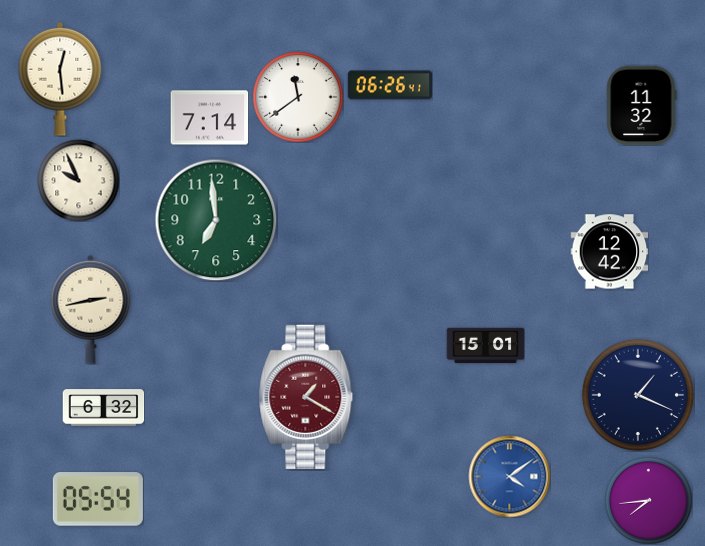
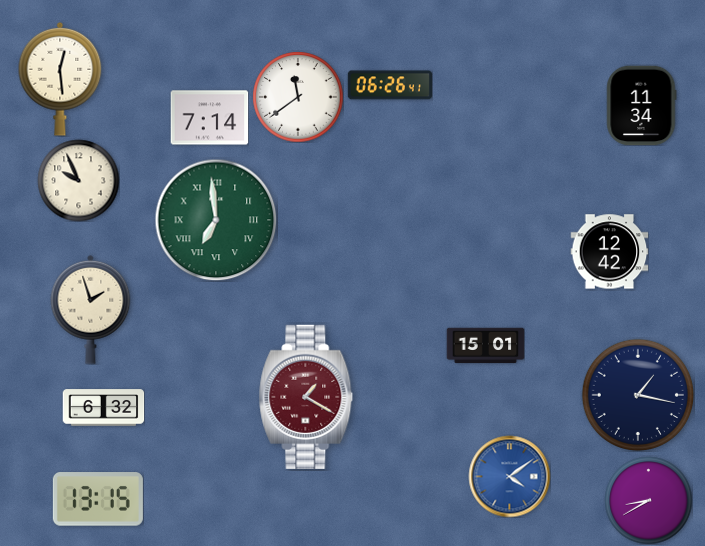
clock at (642, 105): 11:32 -> 11:34
clock at (216, 220) numerals: Arabic -> Roman
clock at (91, 309): 2:43 -> 1:57
clock at (637, 394): 1:19 -> 1:17
clock at (98, 499): 05:54 -> 13:15
clock at (648, 500): 7:44 -> 8:40
